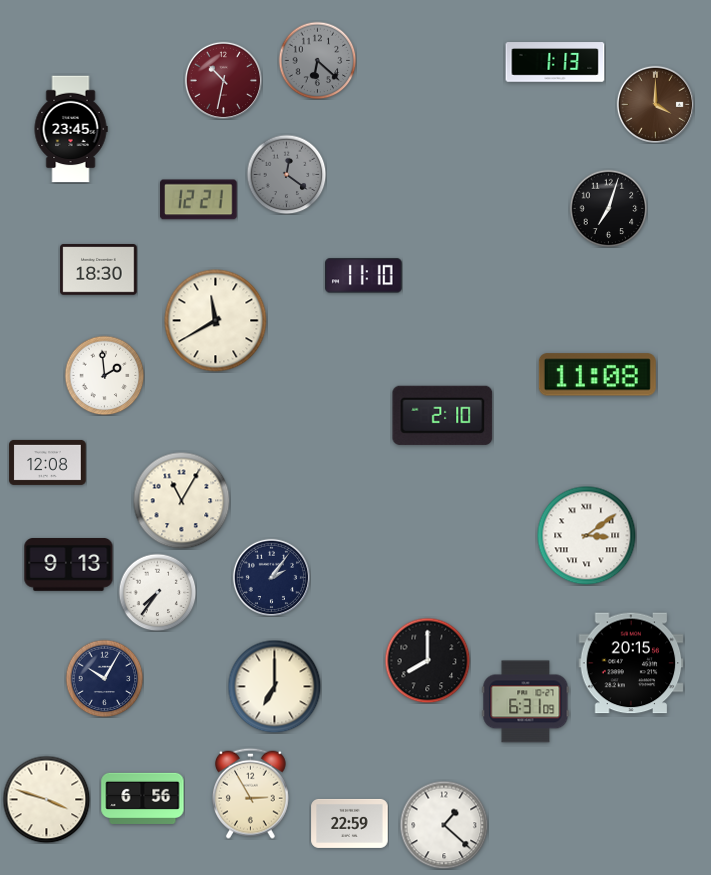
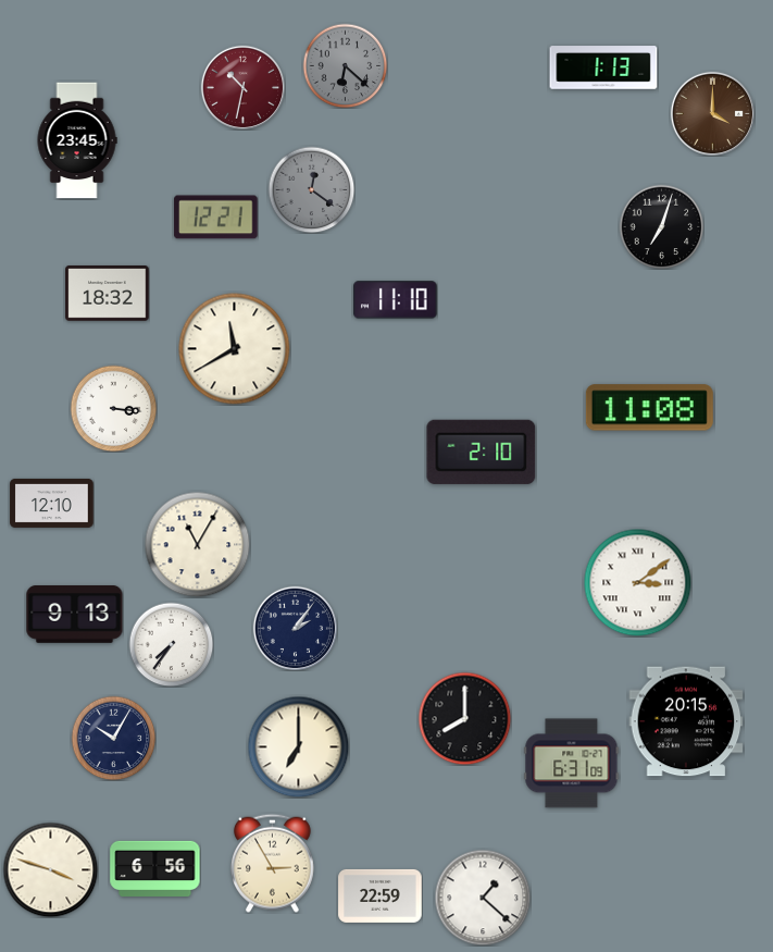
clock at (99, 270): 18:30 -> 18:32
clock at (104, 375): 1:59 -> 3:16
clock at (48, 462): 12:08 -> 12:10
